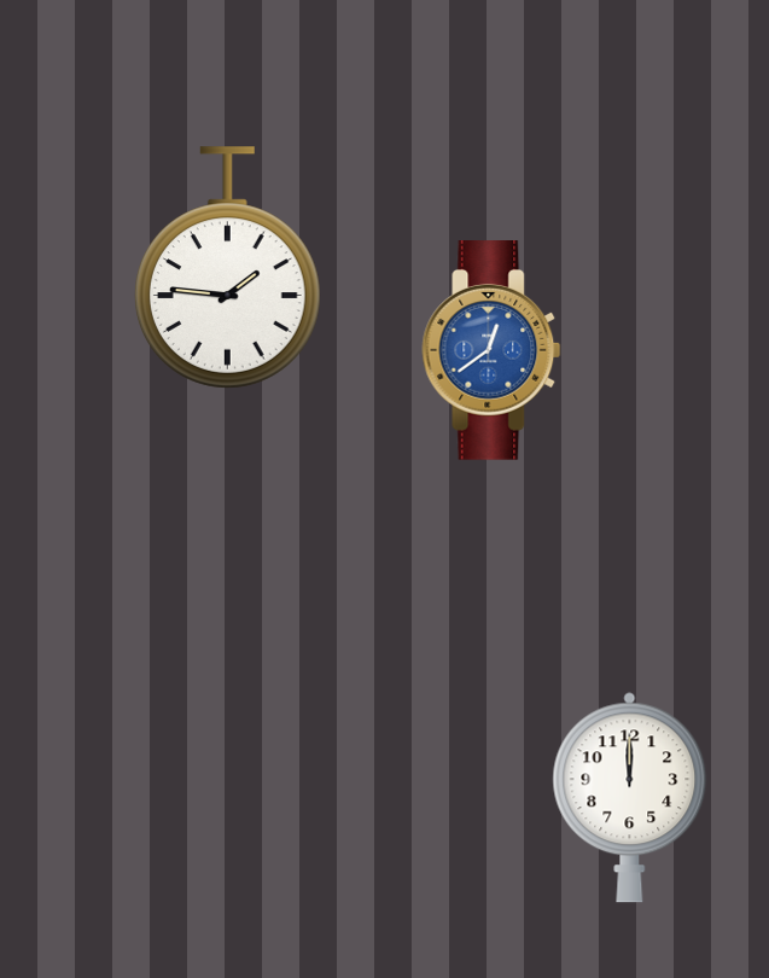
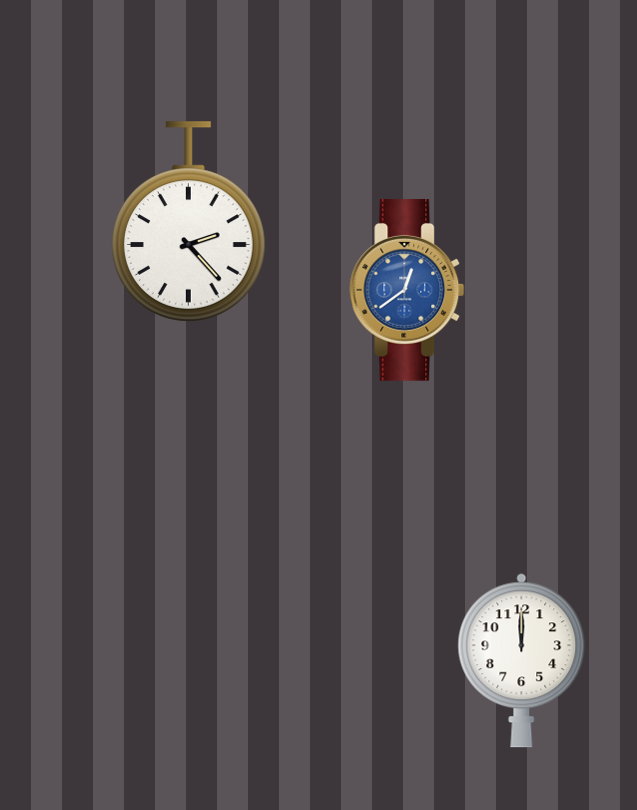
clock at (227, 268): 1:46 -> 2:23
